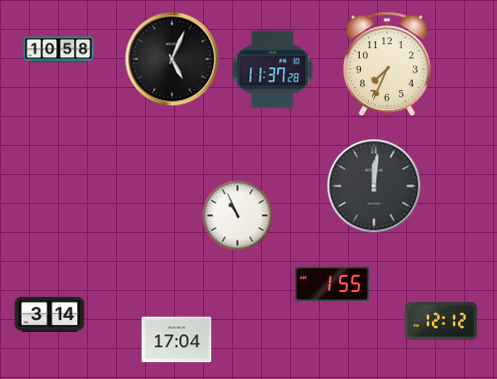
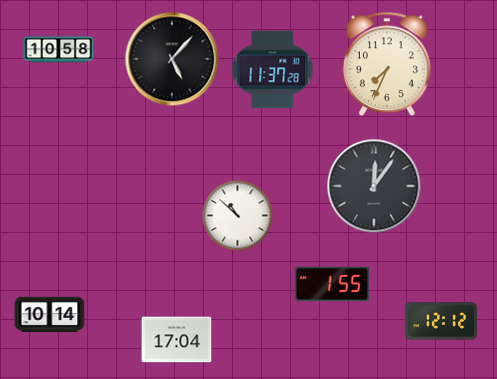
clock at (172, 59): 5:04 -> 5:07
clock at (374, 186): 12:01 -> 12:06
clock at (238, 216): 10:56 -> 10:52
clock at (50, 314): 3:14 -> 10:14
